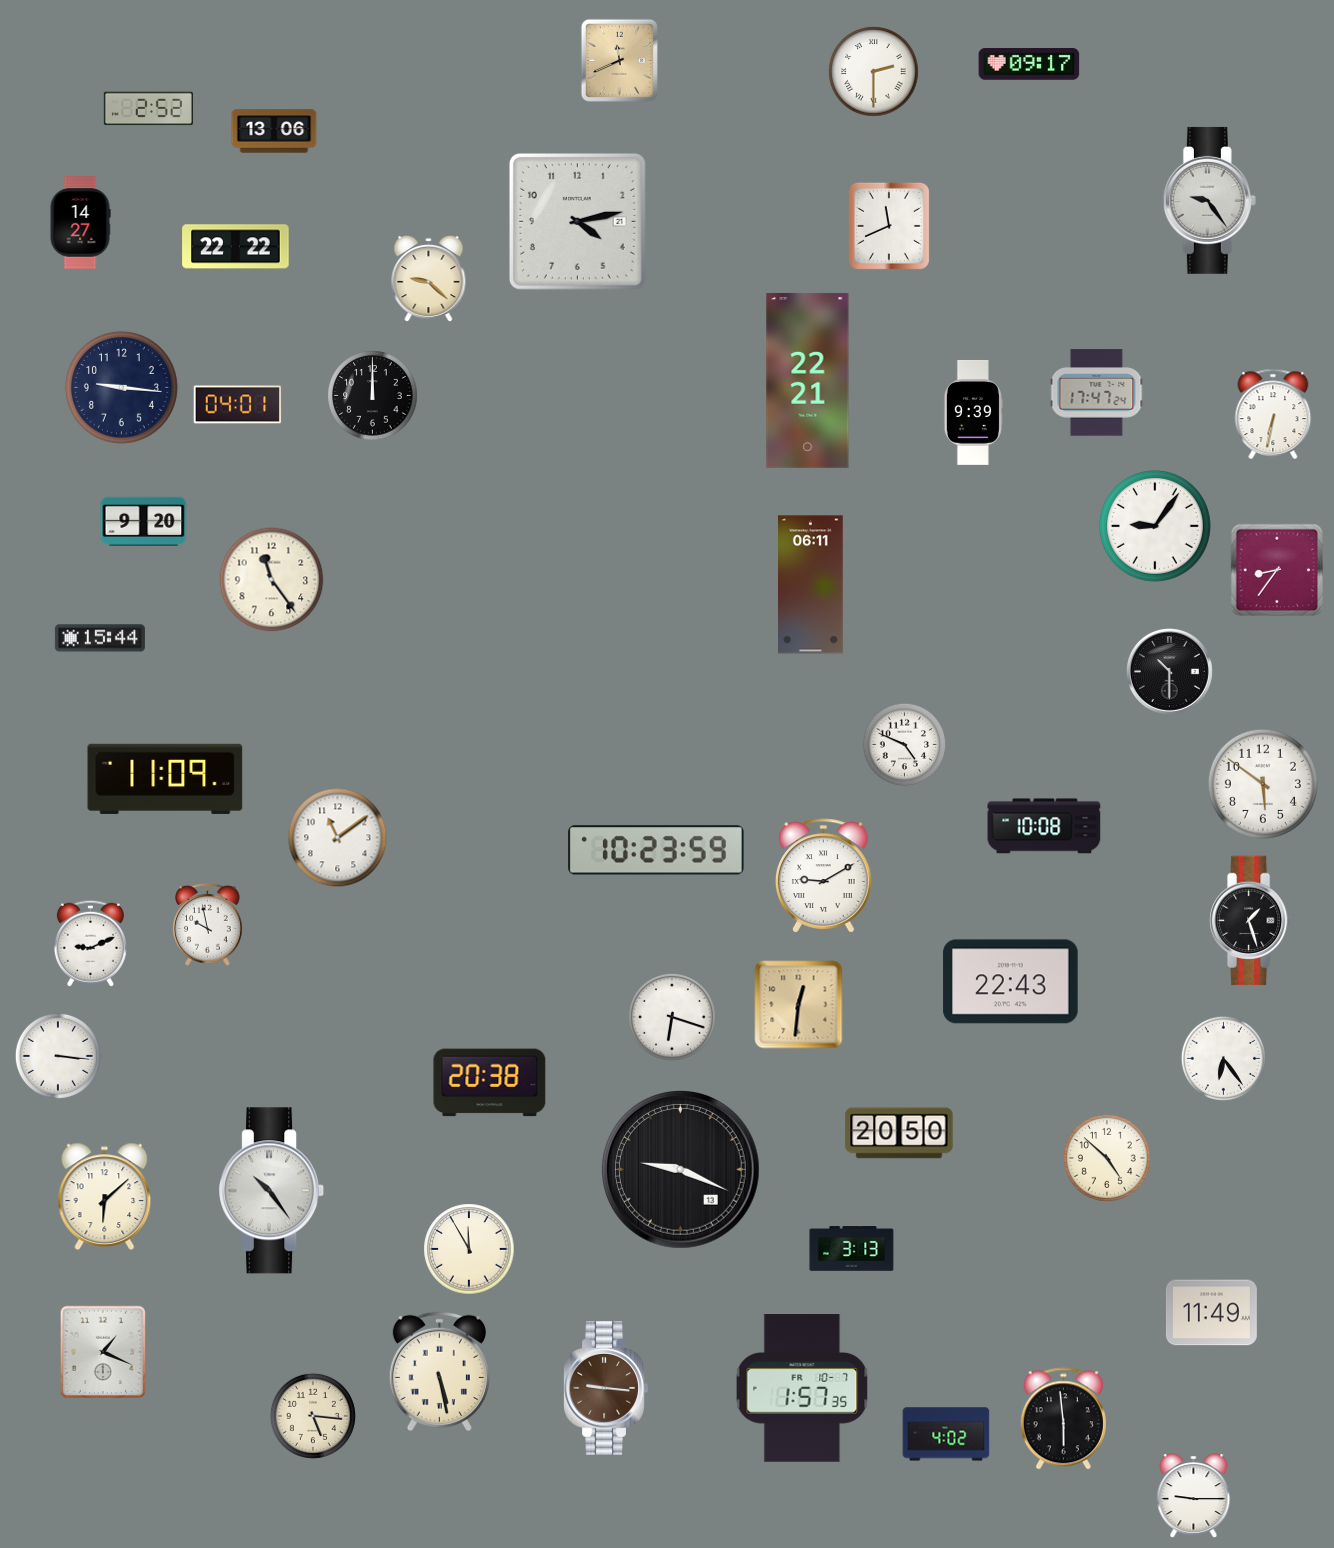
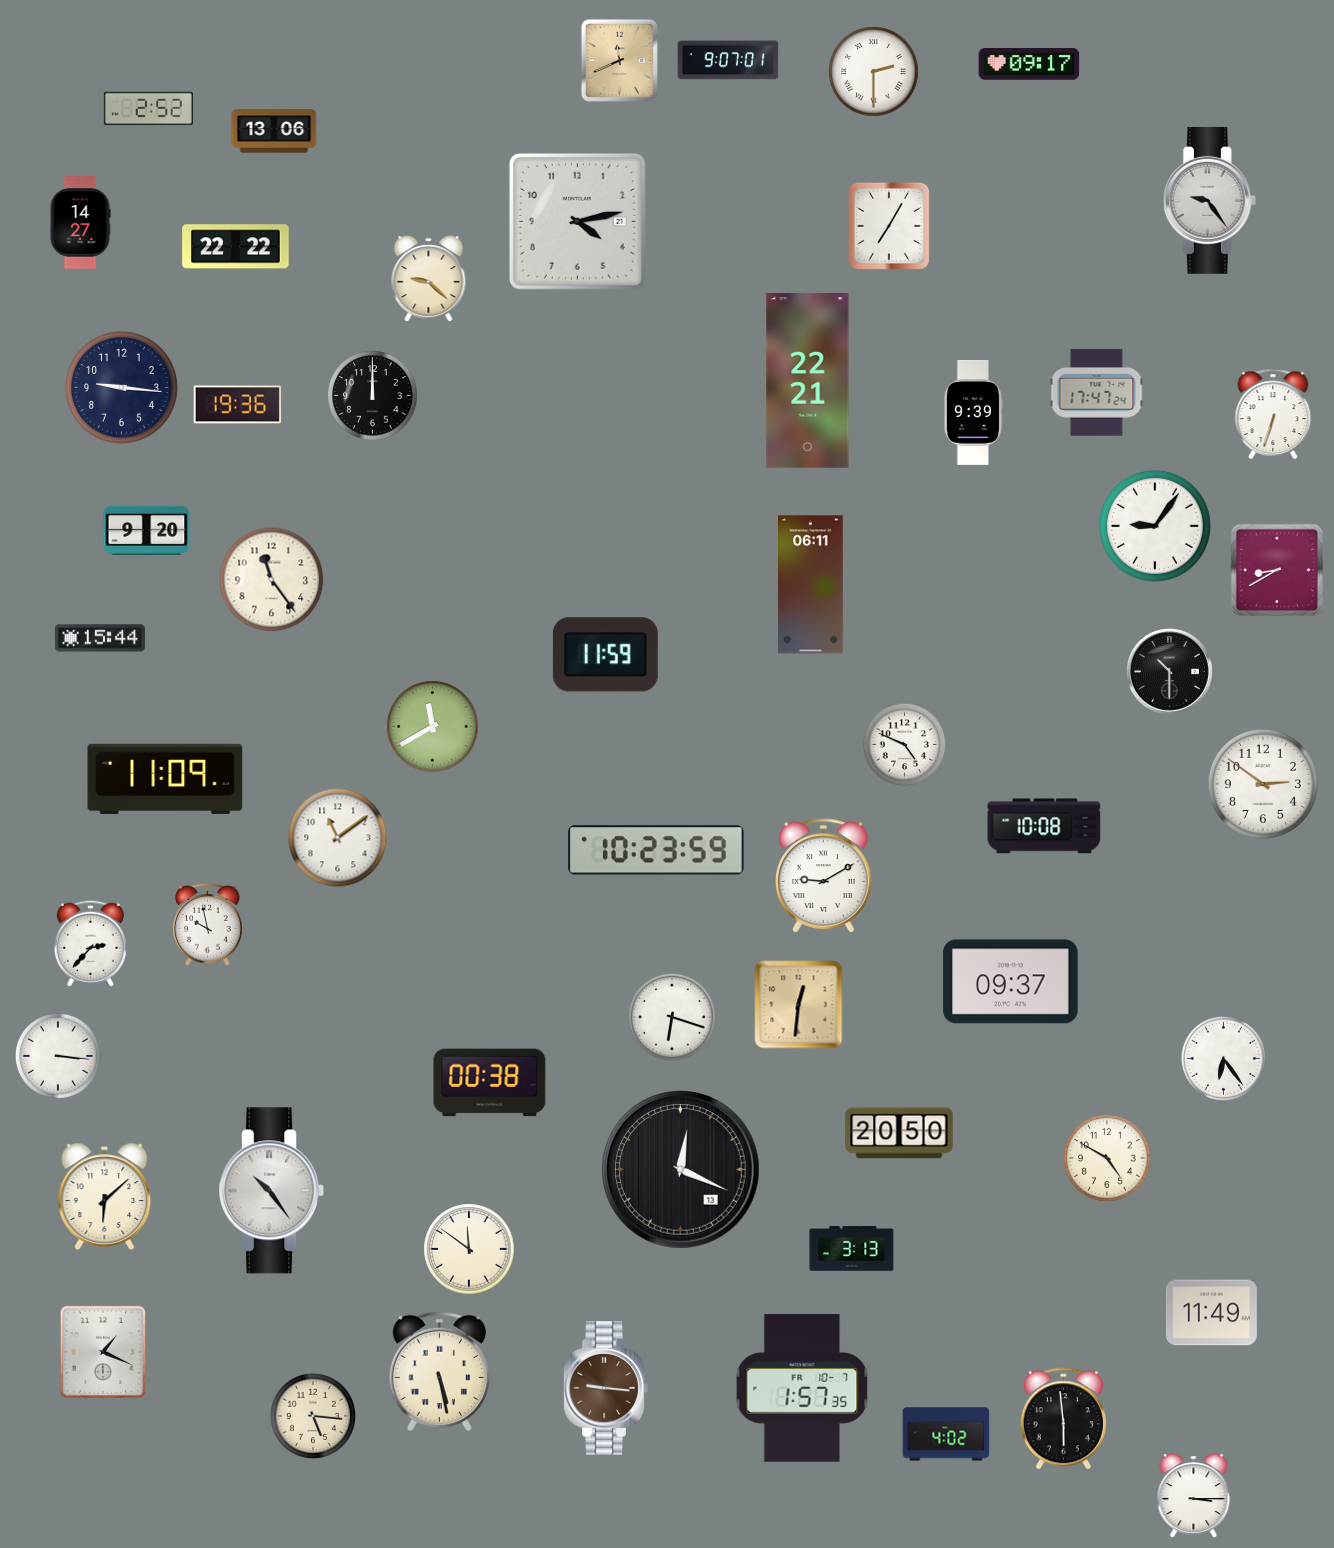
clock at (728, 60): none -> 9:07
clock at (889, 226): 11:41 -> 7:05
clock at (238, 405): 04:01 -> 19:36
clock at (1273, 413): 6:32 -> 6:33
clock at (144, 521) position: (144, 521) -> (147, 530)
clock at (1277, 570): 8:36 -> 8:40
clock at (605, 655): none -> 11:59
clock at (433, 727): none -> 11:40
clock at (1263, 784): 5:51 -> 2:51
clock at (1251, 921): 1:27 -> none
clock at (90, 943): 9:11 -> 2:37
clock at (1011, 982): 22:43 -> 09:37
clock at (490, 1083): 20:38 -> 00:38
clock at (1107, 1158): 4:52 -> 4:50
clock at (681, 1170): 9:19 -> 12:19
clock at (469, 1249): 11:55 -> 11:51
clock at (1194, 1495): 9:15 -> 3:15
